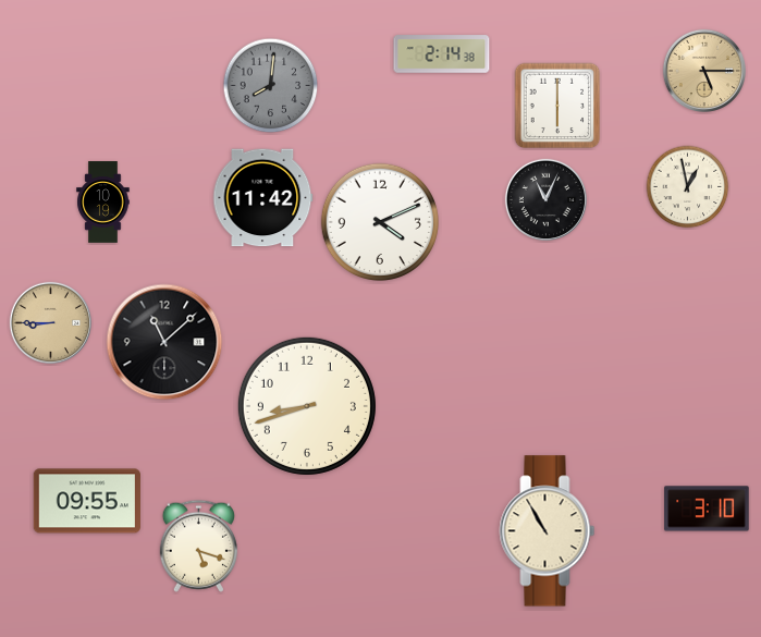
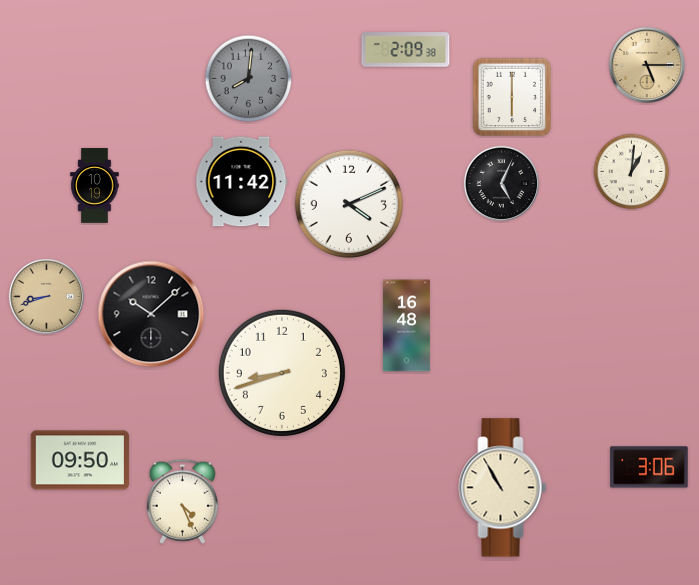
clock at (442, 54): 2:14 -> 2:09
clock at (688, 187): 12:58 -> 1:01
clock at (545, 199): 11:04 -> 5:04
clock at (50, 322): 8:45 -> 8:42
clock at (164, 342): 11:08 -> 10:08
clock at (406, 326): none -> 16:48
clock at (87, 501): 09:55 -> 09:50
clock at (707, 509): 3:10 -> 3:06
clock at (198, 546): 5:18 -> 4:26
